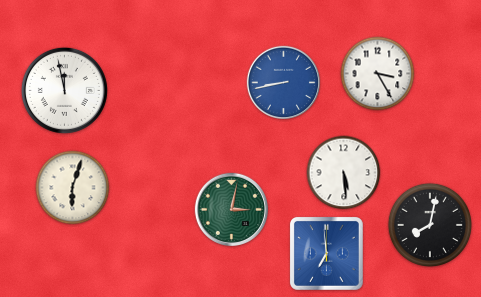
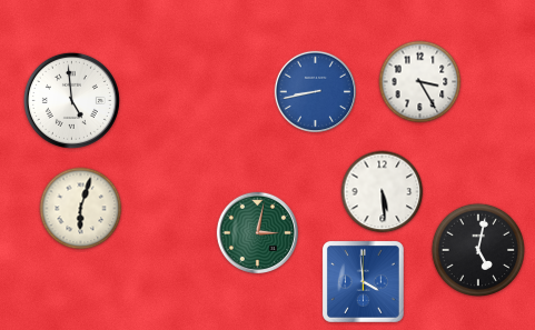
clock at (64, 90): 11:58 -> 4:59
clock at (429, 224): 8:02 -> 5:02
clock at (326, 253): 6:59 -> 3:59
